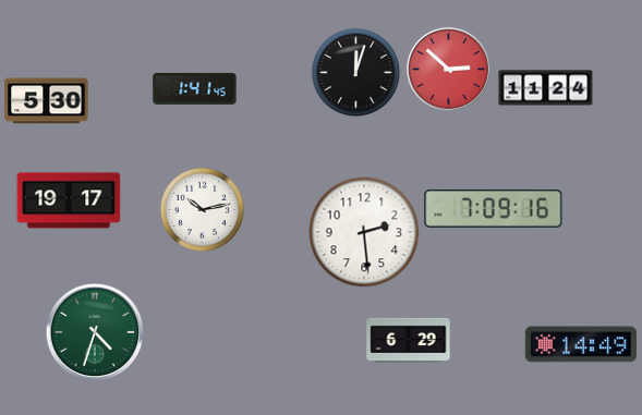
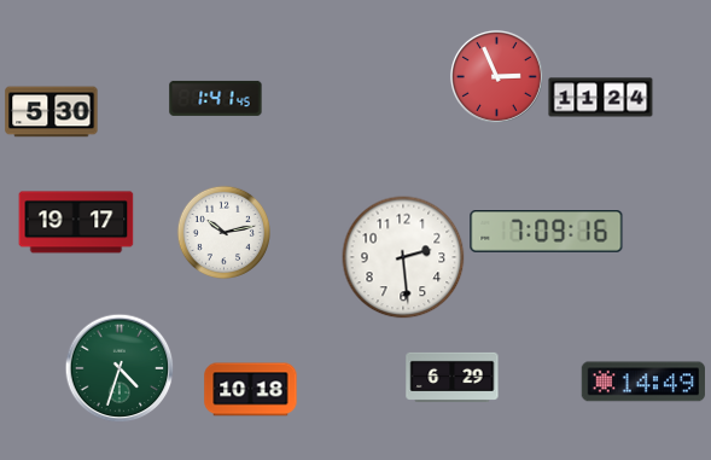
clock at (448, 69): 2:52 -> 2:56
clock at (355, 72): 12:03 -> none
clock at (546, 88) position: (546, 88) -> (601, 98)
clock at (95, 332) position: (95, 332) -> (120, 368)
clock at (251, 390): none -> 10:18
